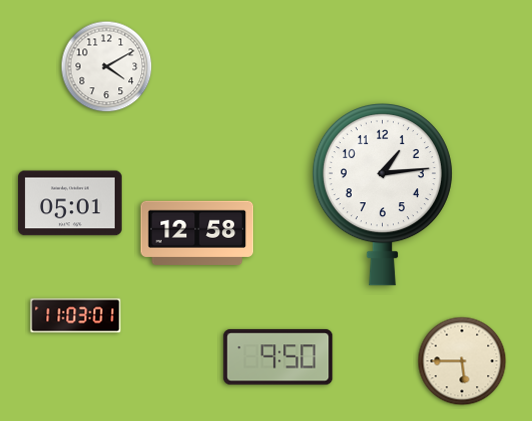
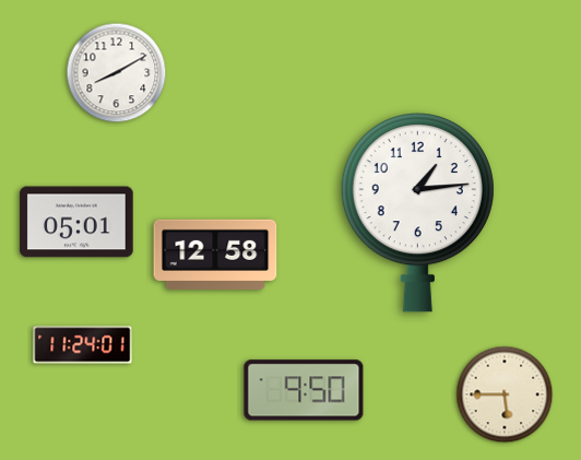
clock at (107, 67): 4:10 -> 8:10
clock at (76, 316): 11:03 -> 11:24
